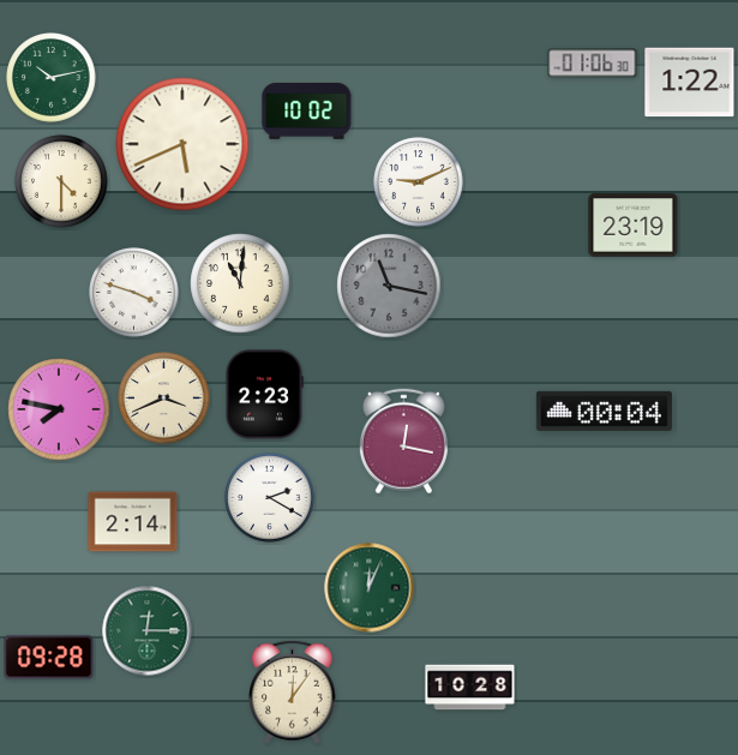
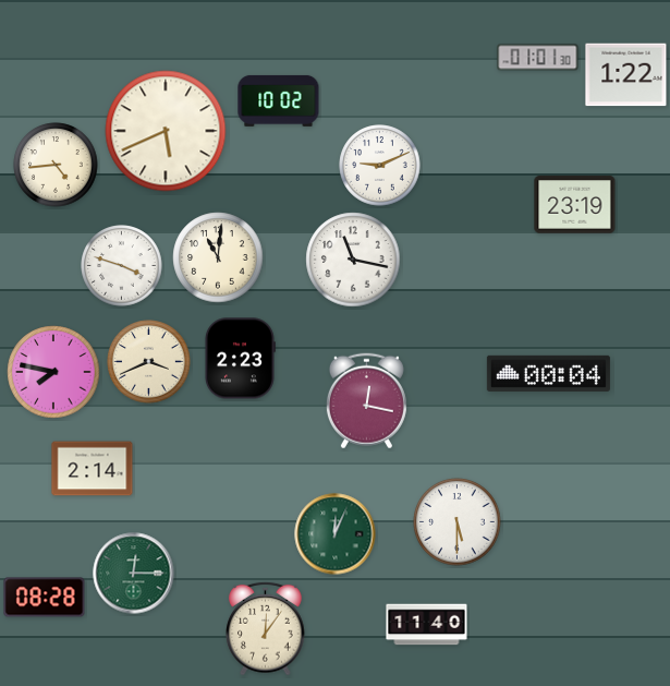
clock at (593, 64): 01:06 -> 01:01
clock at (52, 78): 10:13 -> none
clock at (61, 181): 4:30 -> 4:44
clock at (389, 286) dial: grey -> white
clock at (270, 498): 2:20 -> none
clock at (133, 522) position: (133, 522) -> (93, 469)
clock at (458, 522): none -> 5:30
clock at (49, 658): 09:28 -> 08:28
clock at (470, 688): 10:28 -> 11:40
